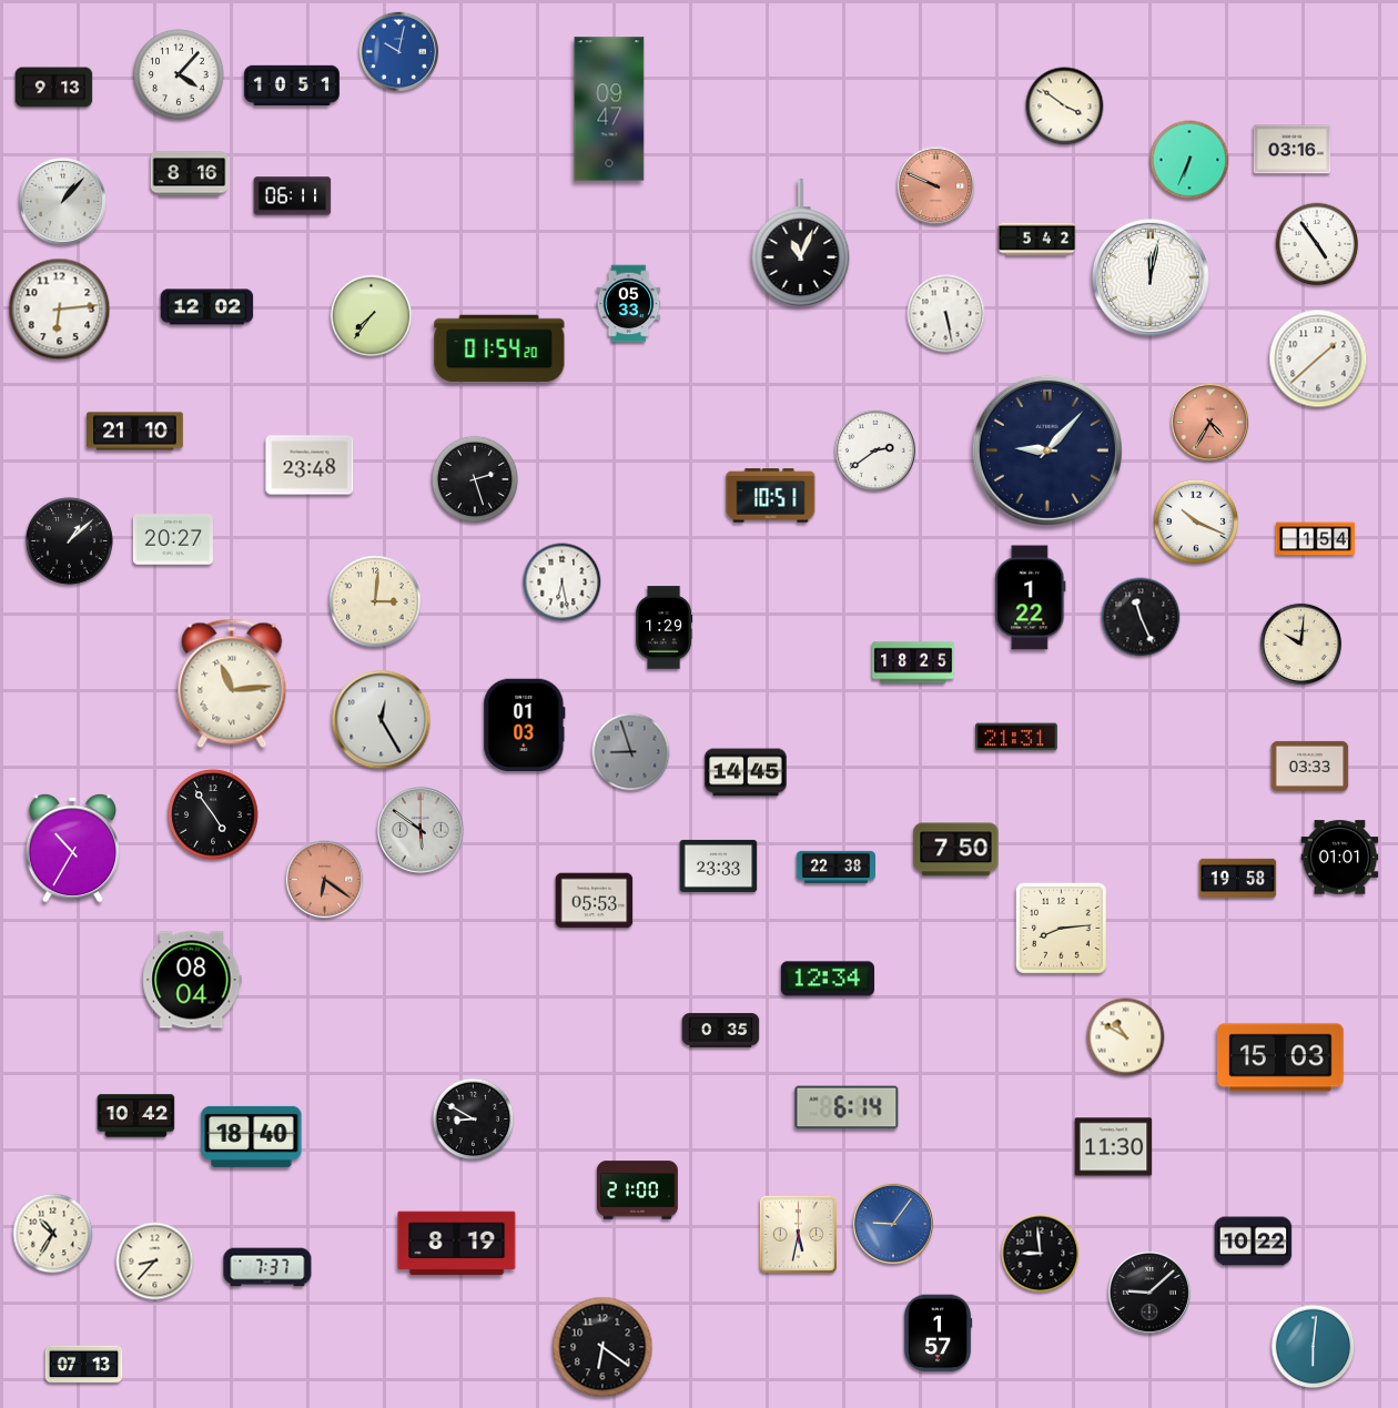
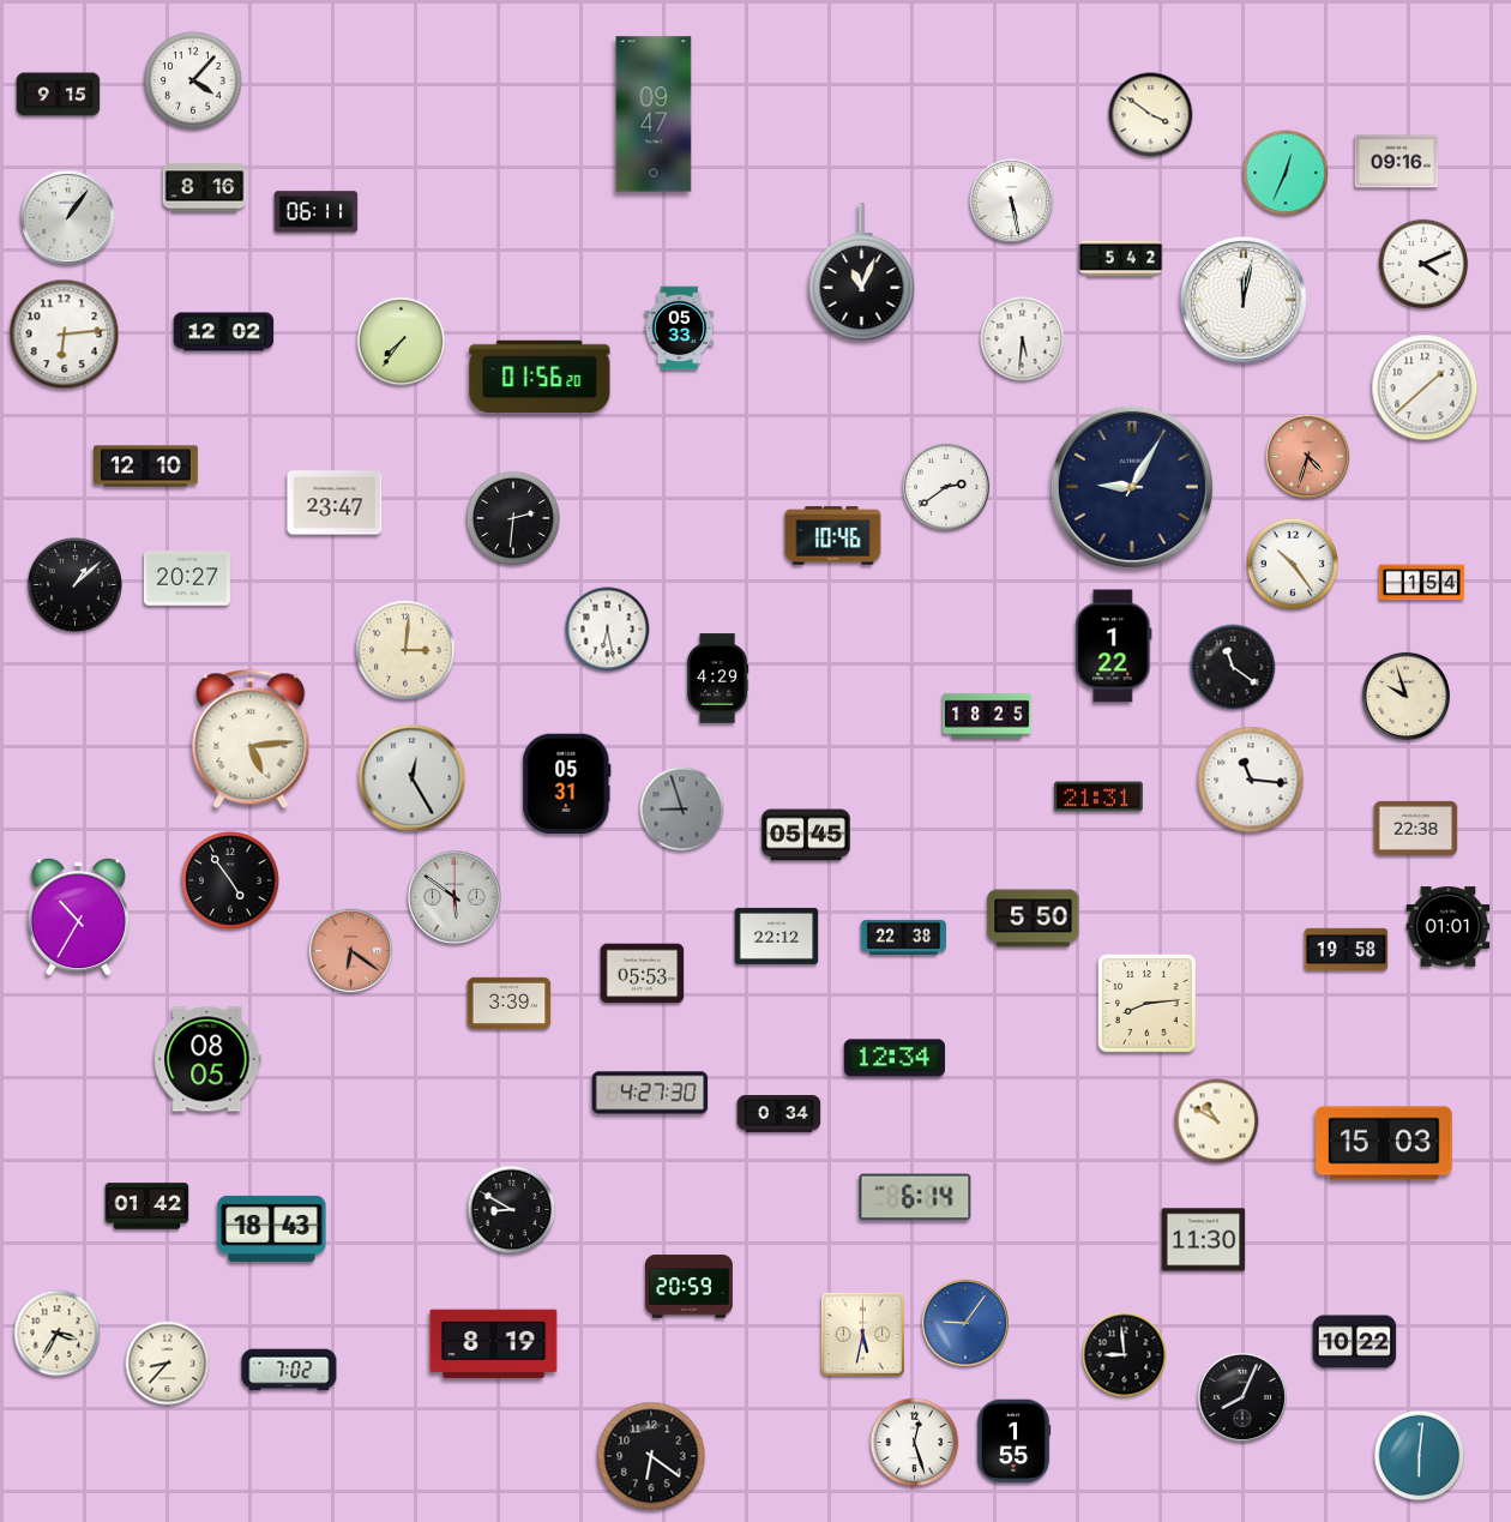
clock at (399, 52): 10:02 -> none
clock at (292, 84): 10:51 -> none
clock at (54, 88): 9:13 -> 9:15
clock at (609, 109) position: (609, 109) -> (654, 114)
clock at (1293, 150): 03:16 -> 09:16
clock at (1189, 160): 6:34 -> 12:34
clock at (936, 186): 9:49 -> 5:28
clock at (936, 186) dial: salmon -> white
clock at (63, 202): 1:07 -> 1:06
clock at (801, 243) position: (801, 243) -> (862, 272)
clock at (1317, 244): 4:54 -> 4:11
clock at (946, 314): 5:28 -> 5:31
clock at (499, 348): 01:54 -> 01:56
clock at (1210, 423): 4:35 -> 4:33
clock at (135, 432): 21:10 -> 12:10
clock at (1047, 450): 9:07 -> 9:05
clock at (310, 465): 23:48 -> 23:47
clock at (475, 479): 2:27 -> 2:31
clock at (771, 496): 10:51 -> 10:46
clock at (1196, 521): 10:19 -> 10:24
clock at (173, 539) position: (173, 539) -> (187, 578)
clock at (1141, 617): 11:26 -> 11:21
clock at (665, 628): 1:29 -> 4:29
clock at (1300, 644): 10:01 -> 9:57
clock at (232, 683): 11:14 -> 5:14
clock at (1251, 780): none -> 11:16
clock at (525, 726): 01:03 -> 05:31
clock at (631, 752) position: (631, 752) -> (682, 810)
clock at (1310, 766): 03:33 -> 22:38
clock at (746, 772): 14:45 -> 05:45
clock at (956, 850): 7:50 -> 5:50
clock at (719, 865): 23:33 -> 22:12
clock at (1238, 879) position: (1238, 879) -> (1347, 950)
clock at (510, 1003): none -> 3:39
clock at (192, 980): 08:04 -> 08:05
clock at (650, 1093): none -> 4:27
clock at (721, 1031): 0:35 -> 0:34
clock at (136, 1116): 10:42 -> 01:42
clock at (252, 1136): 18:40 -> 18:43
clock at (637, 1191): 21:00 -> 20:59
clock at (53, 1234): 10:35 -> 3:35
clock at (267, 1267): 7:37 -> 7:02
clock at (1149, 1293): 9:08 -> 8:04
clock at (938, 1334): 1:57 -> 1:55
clock at (915, 1443): none -> 12:27
clock at (84, 1365): 07:13 -> none
